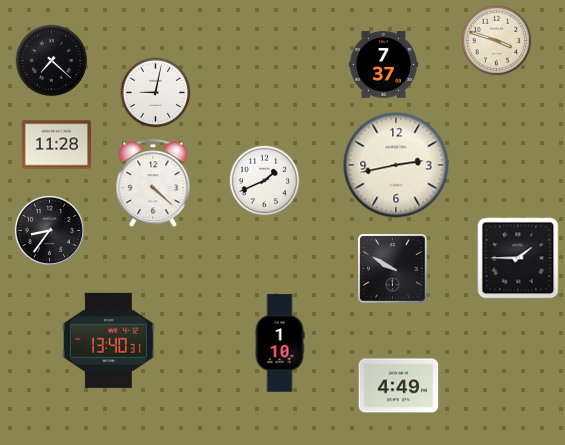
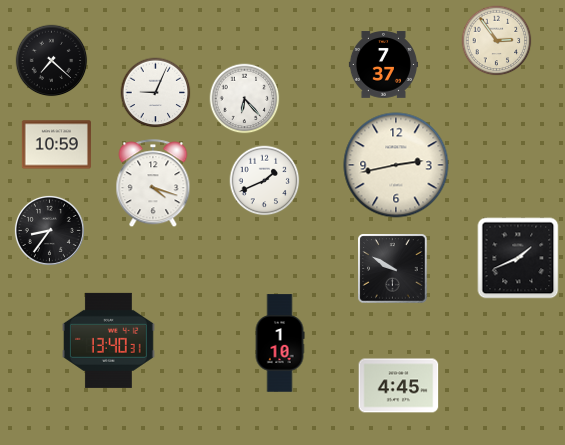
clock at (497, 41): 3:48 -> 2:54
clock at (156, 93): 9:02 -> 9:04
clock at (245, 99): none -> 6:23
clock at (56, 145): 11:28 -> 10:59
clock at (153, 184): 4:22 -> 4:18
clock at (518, 258): 1:45 -> 1:41
clock at (399, 386): 4:49 -> 4:45
